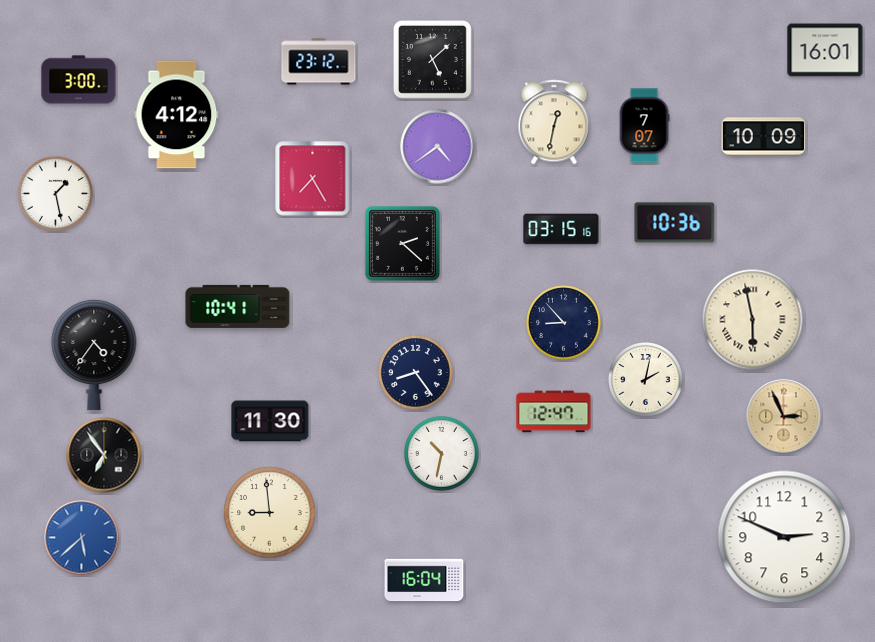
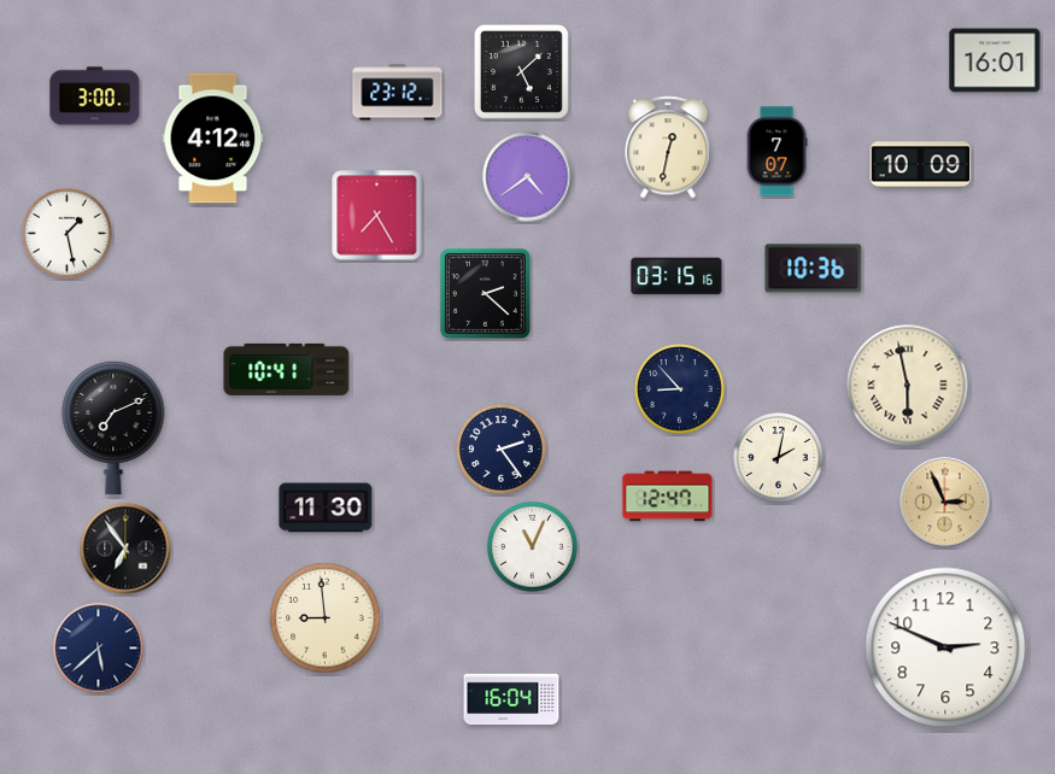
clock at (319, 62) position: (319, 62) -> (398, 93)
clock at (94, 355): 4:36 -> 7:11
clock at (416, 373): 8:24 -> 2:24
clock at (442, 454): 10:32 -> 11:04
clock at (82, 538) dial: blue -> navy
